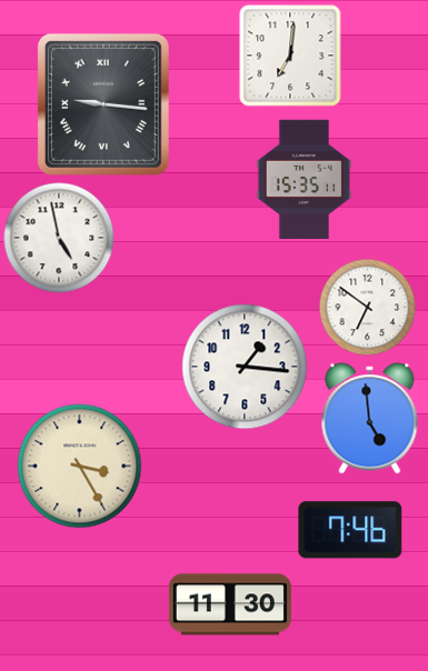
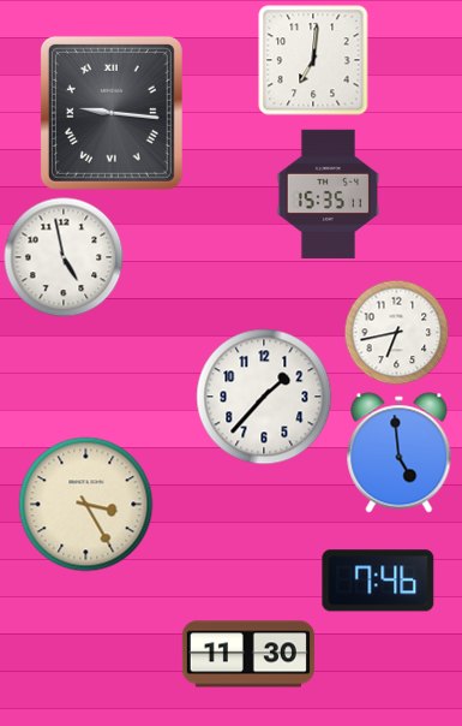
clock at (367, 307): 6:51 -> 6:43
clock at (245, 367): 1:16 -> 1:37
clock at (350, 530) position: (350, 530) -> (378, 581)
